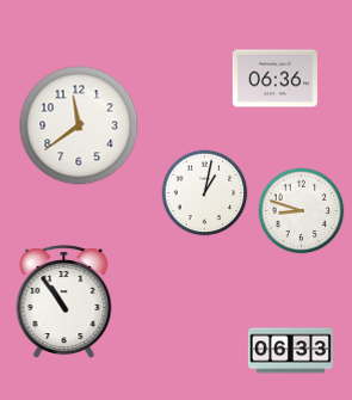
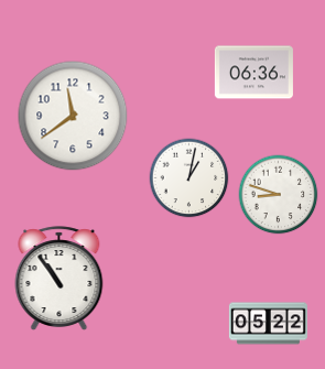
clock at (290, 351): 06:33 -> 05:22
